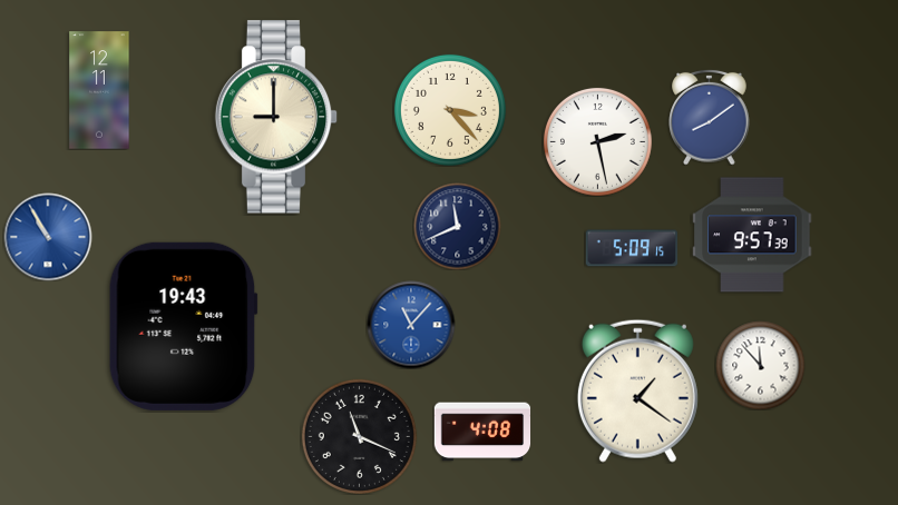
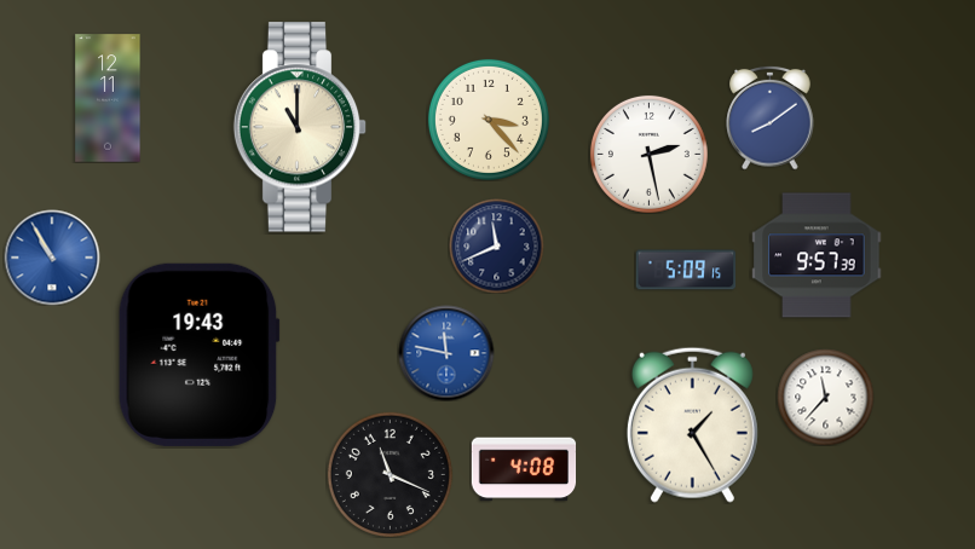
clock at (276, 117): 9:00 -> 11:00
clock at (710, 117) position: (710, 117) -> (771, 117)
clock at (411, 325): 11:07 -> 11:47
clock at (760, 365): 11:53 -> 11:37
clock at (637, 390): 1:21 -> 1:25
